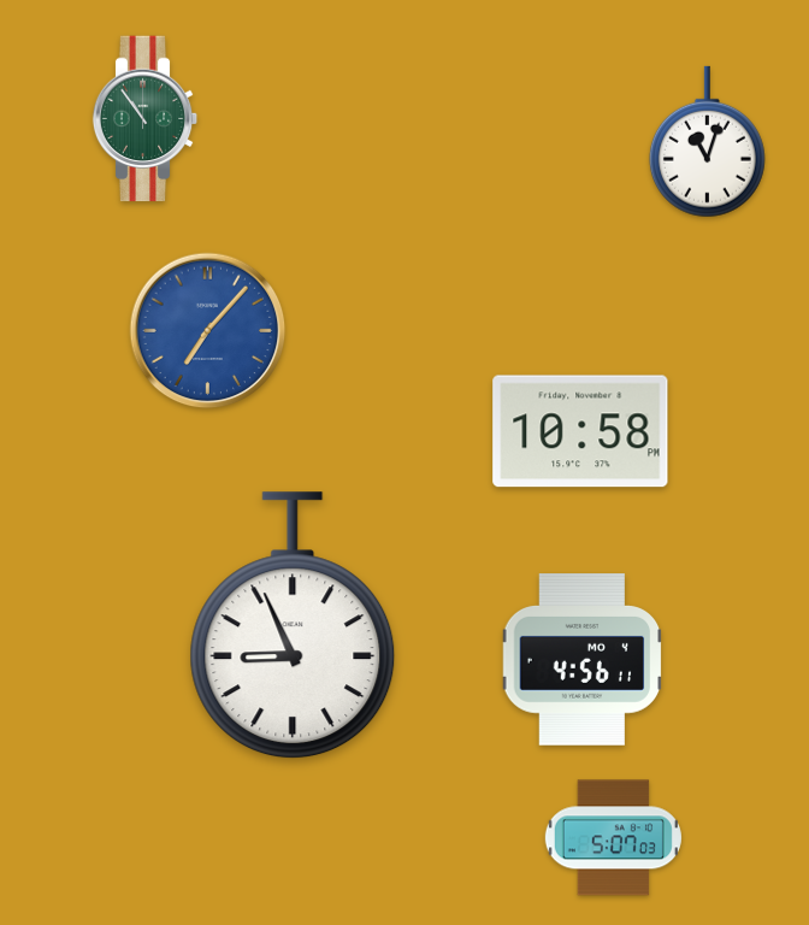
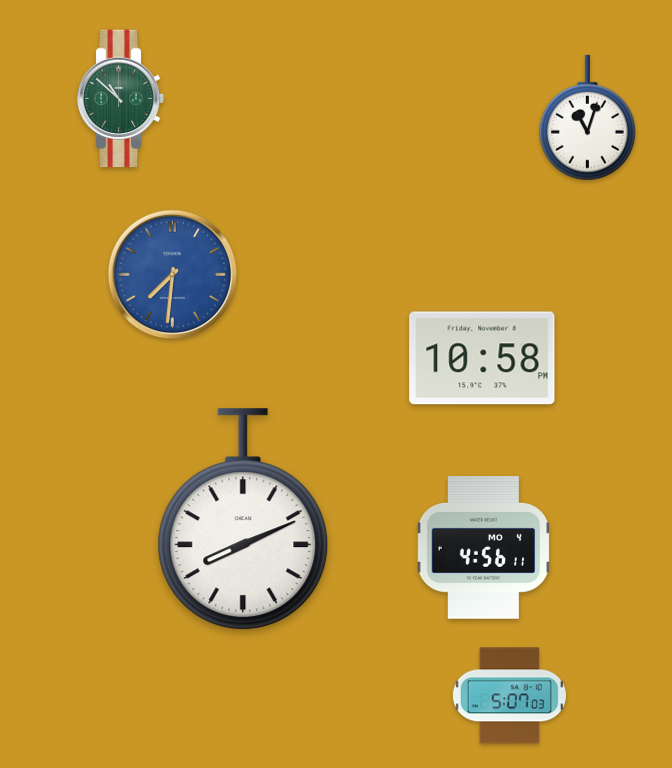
clock at (146, 119): 10:54 -> 10:52
clock at (208, 331): 7:07 -> 7:31
clock at (293, 626): 8:56 -> 8:11
